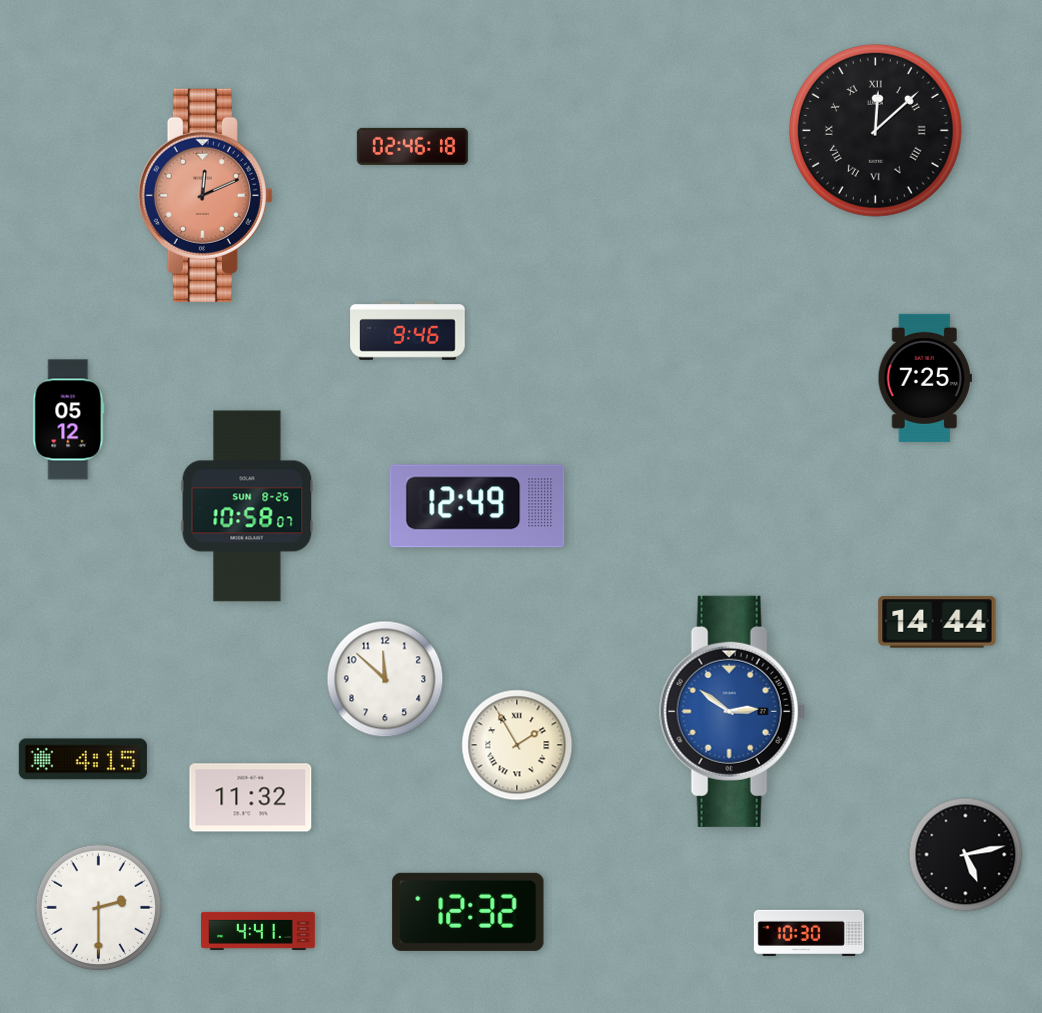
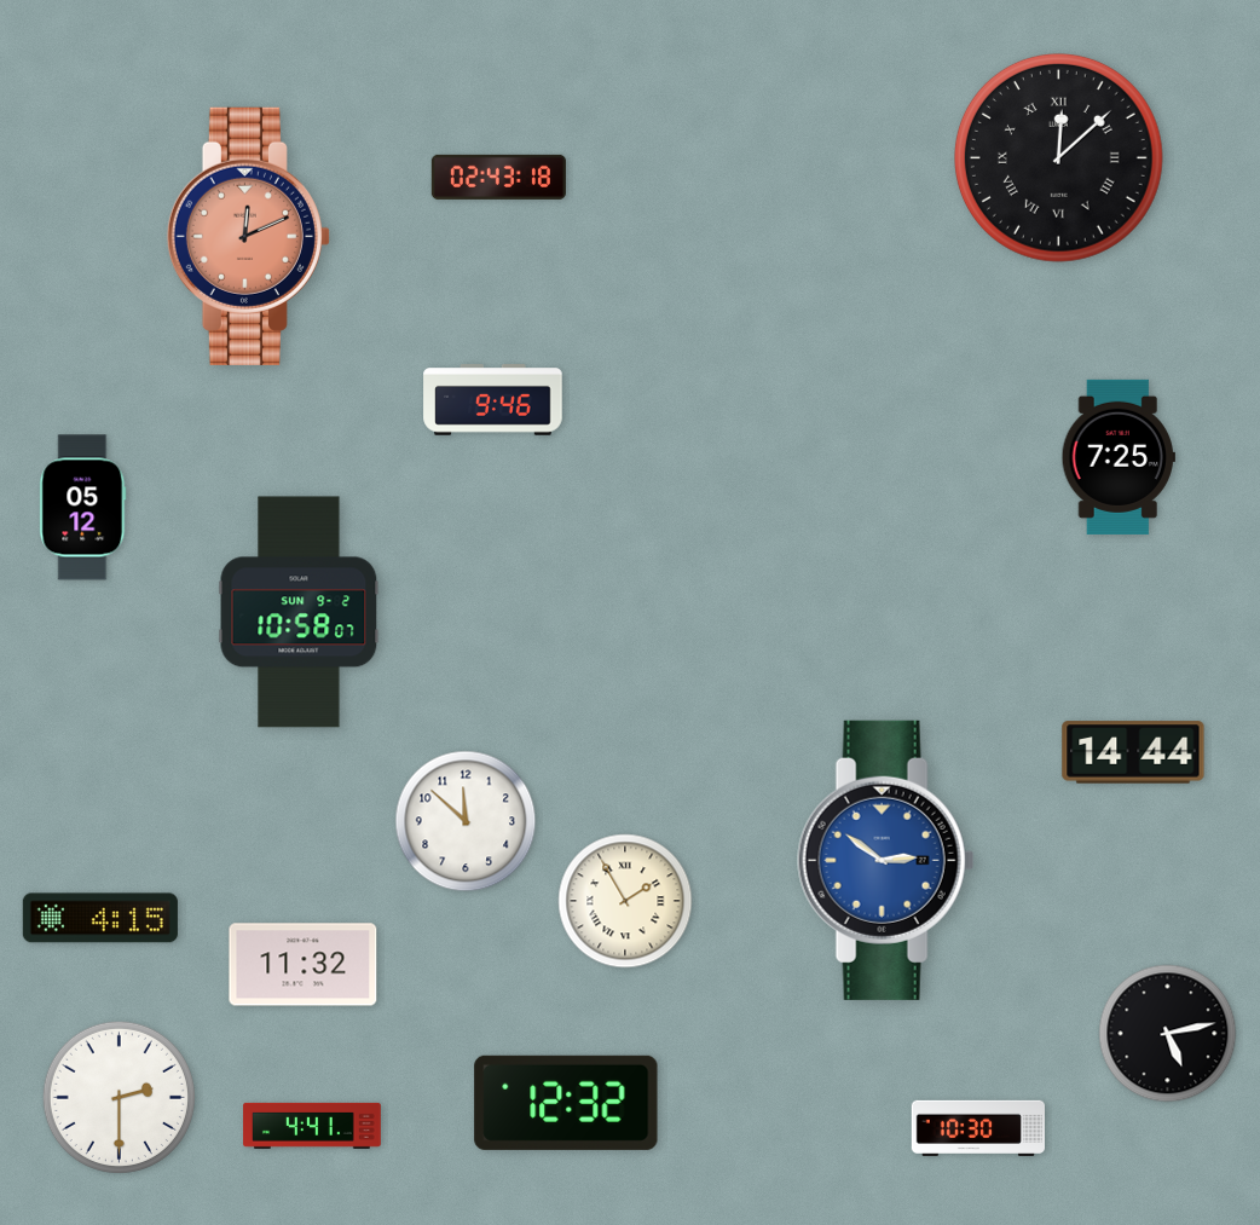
clock at (412, 146): 02:46 -> 02:43
clock at (247, 506) date: SUN 8-26 -> SUN 9-2
clock at (477, 506): 12:49 -> none
